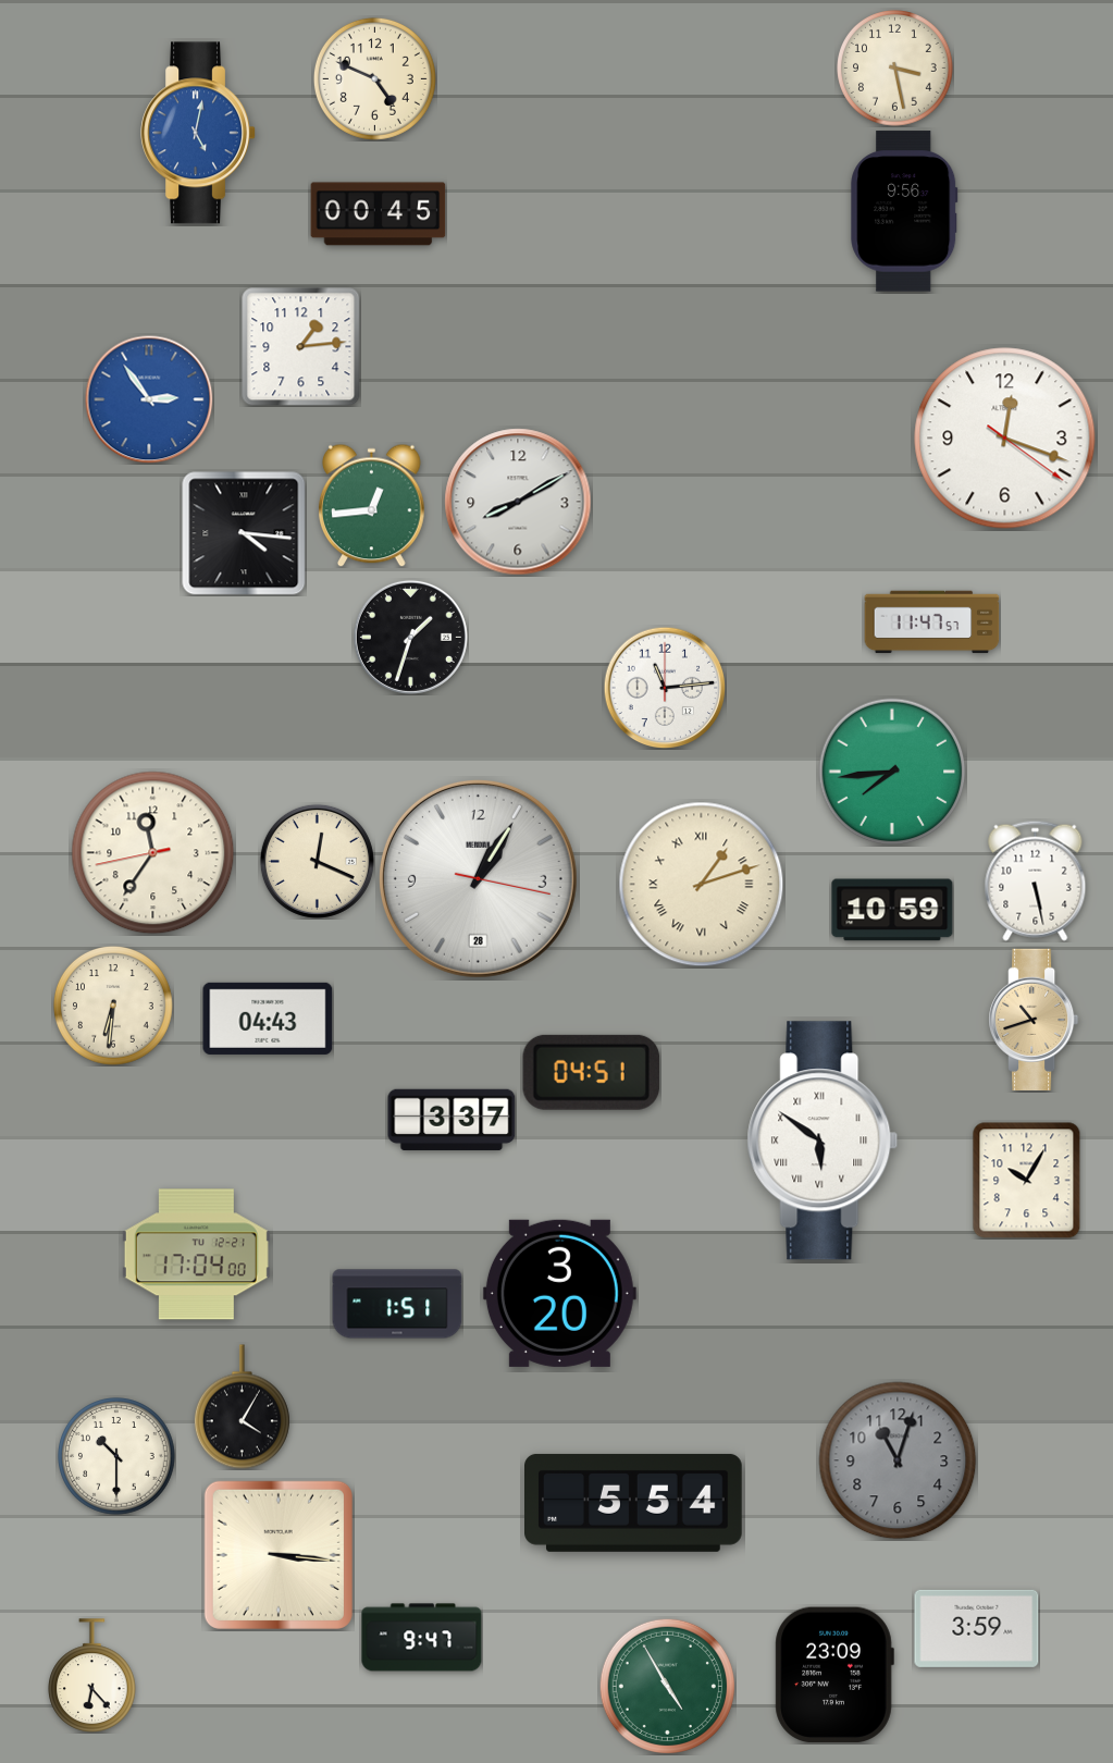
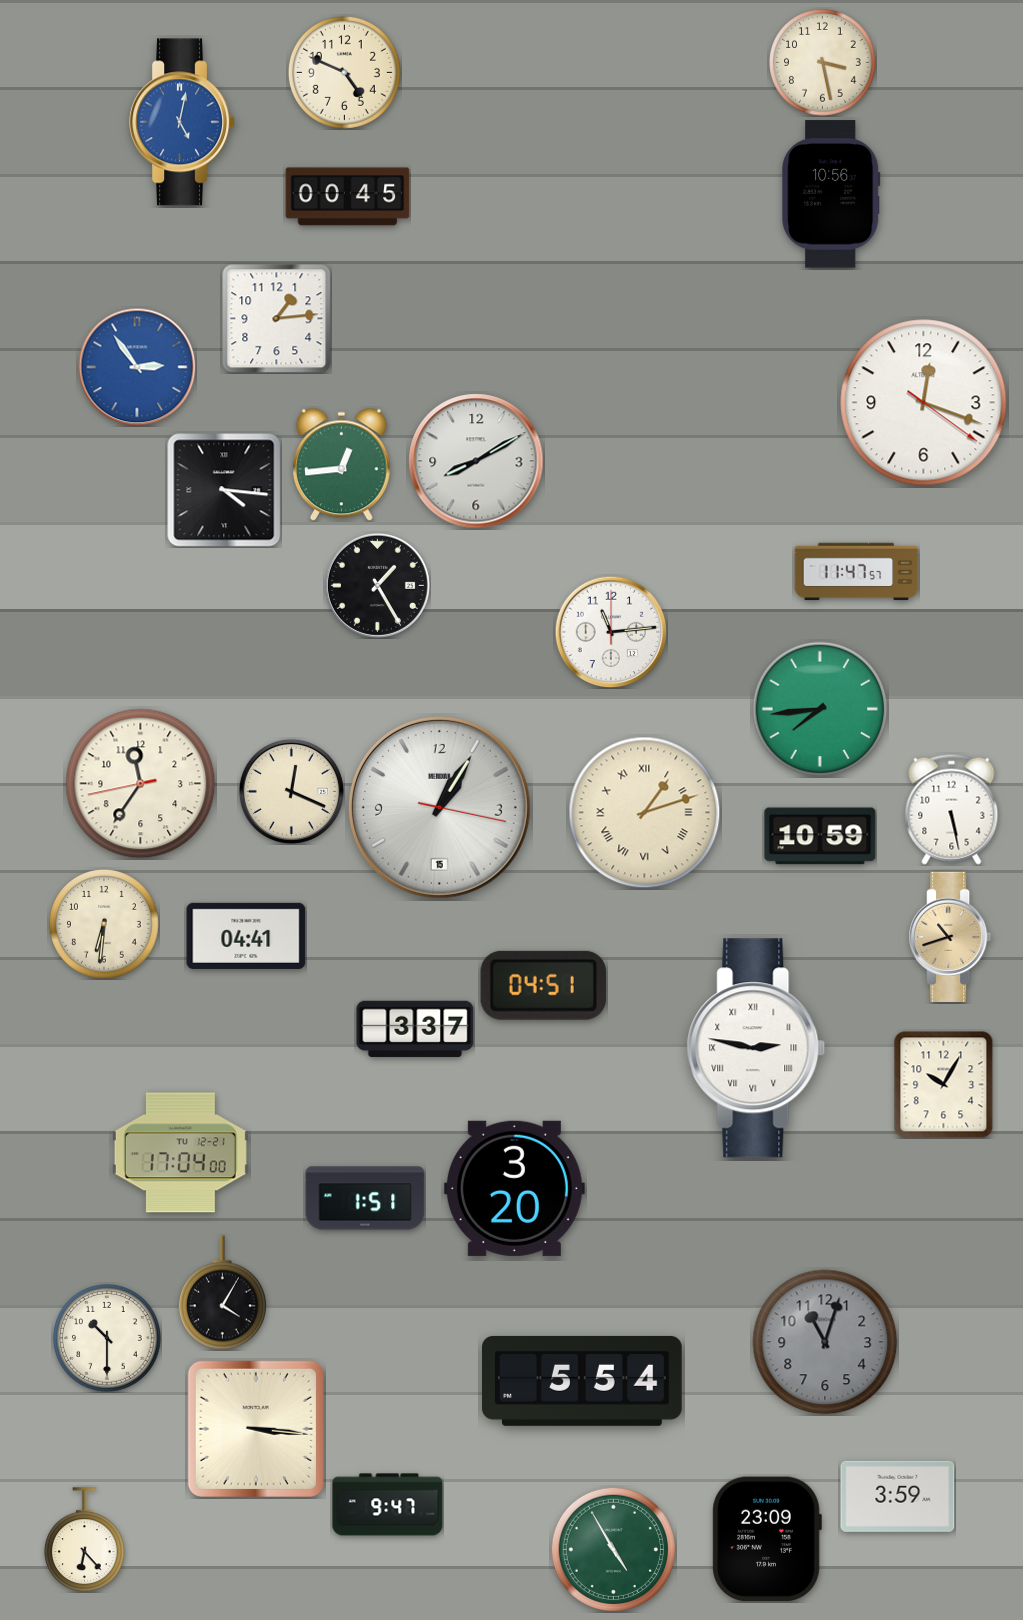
clock at (904, 211): 9:56 -> 10:56
clock at (410, 637): 1:33 -> 1:25
clock at (478, 878) date: 28 -> 15
clock at (268, 1019): 04:43 -> 04:41
clock at (823, 1141): 5:51 -> 2:47
